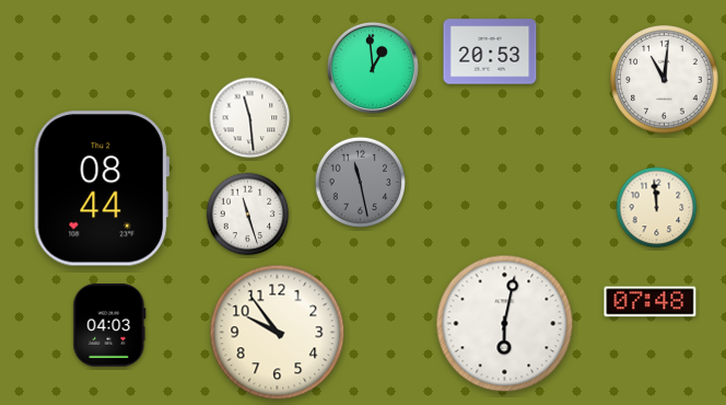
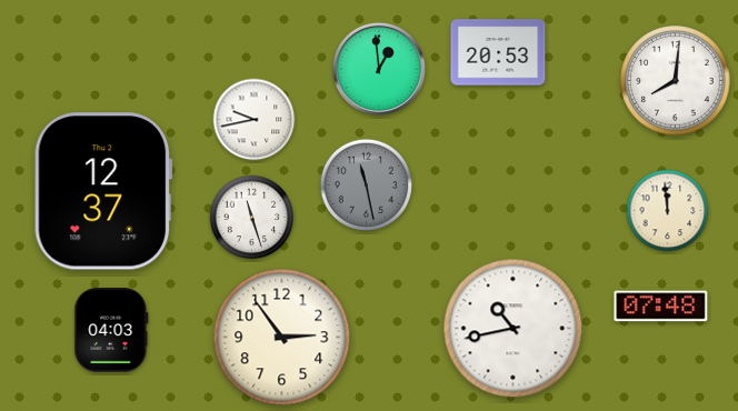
clock at (665, 80): 11:01 -> 8:01
clock at (250, 118): 11:29 -> 9:43
clock at (102, 188): 08:44 -> 12:37
clock at (505, 324): 6:02 -> 10:43
clock at (278, 333): 9:54 -> 2:54
